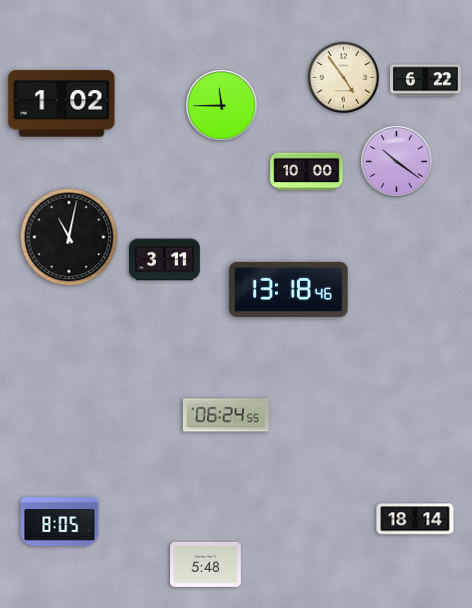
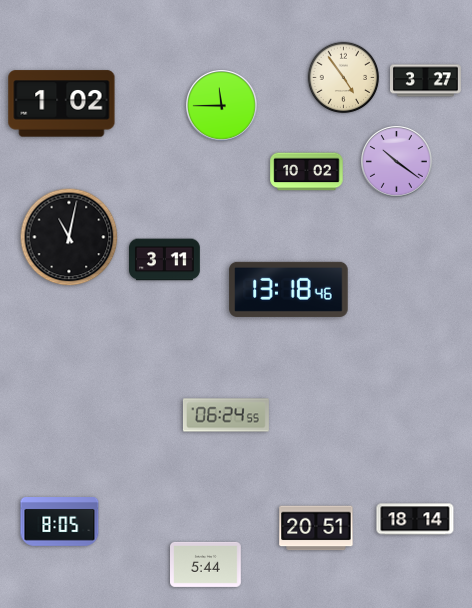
clock at (426, 81): 6:22 -> 3:27
clock at (307, 172): 10:00 -> 10:02
clock at (316, 528): none -> 20:51
clock at (206, 564): 5:48 -> 5:44
